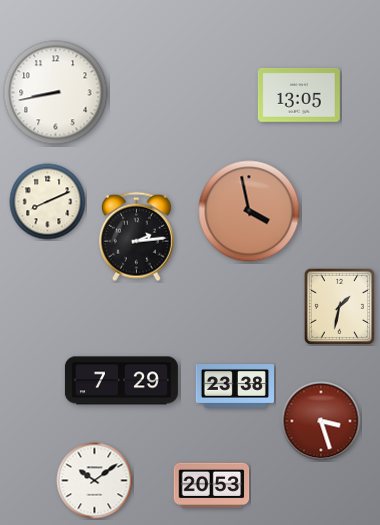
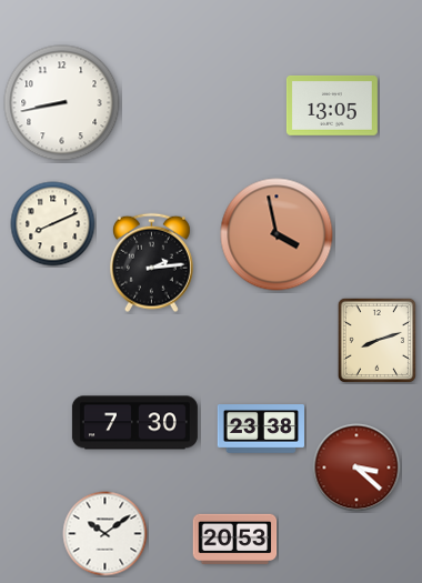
clock at (339, 306): 1:32 -> 8:12
clock at (121, 381): 7:29 -> 7:30
clock at (321, 421): 3:27 -> 3:22
